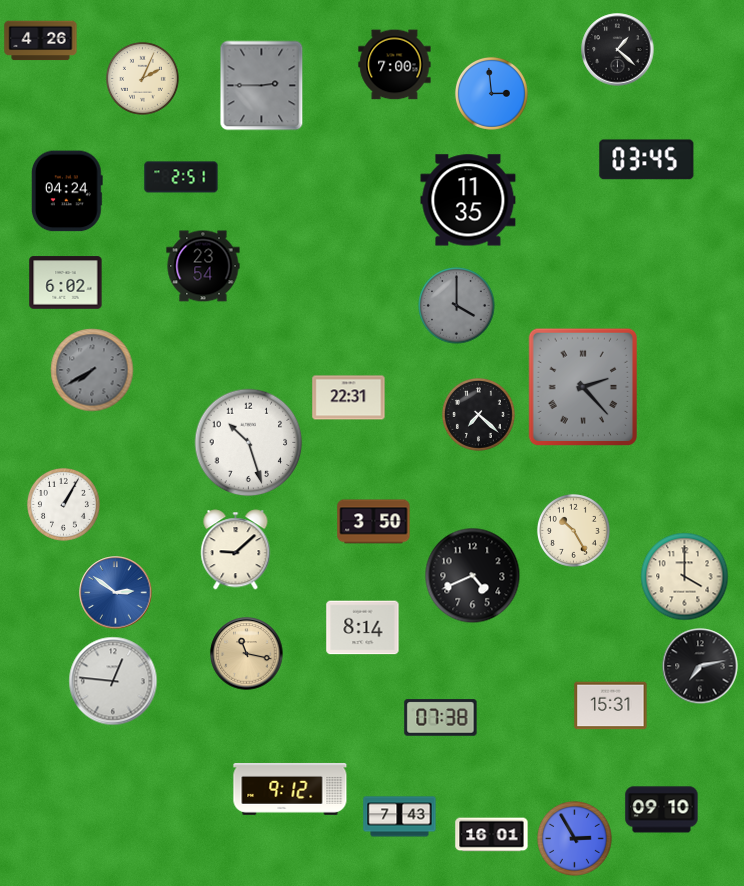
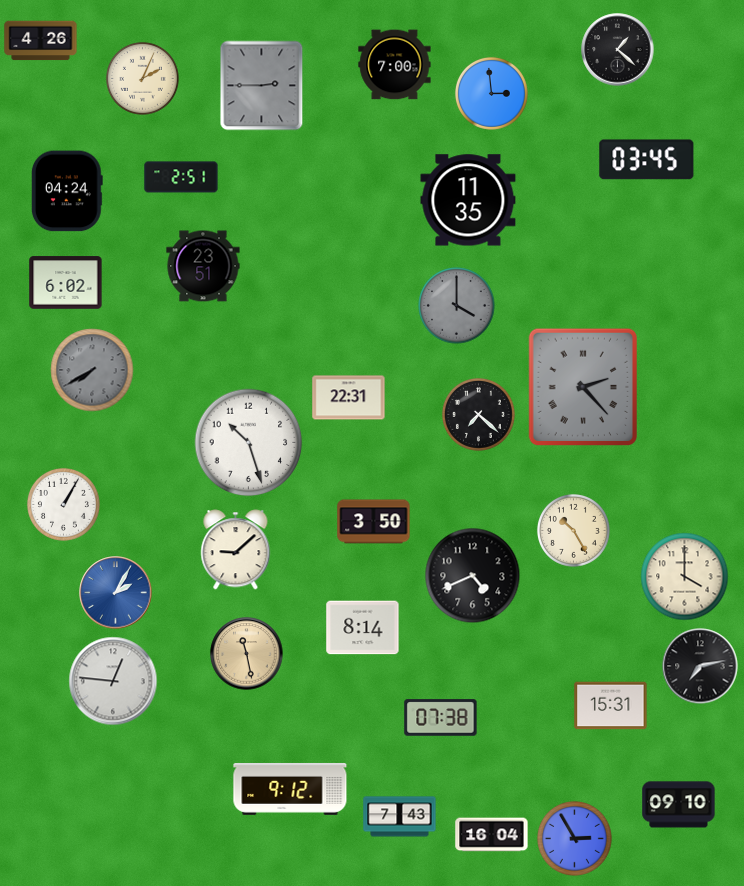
clock at (203, 266): 23:54 -> 23:51
clock at (116, 593): 2:51 -> 2:05
clock at (247, 654): 11:17 -> 11:28
clock at (662, 810) position: (662, 810) -> (679, 805)
clock at (492, 835): 16:01 -> 16:04
